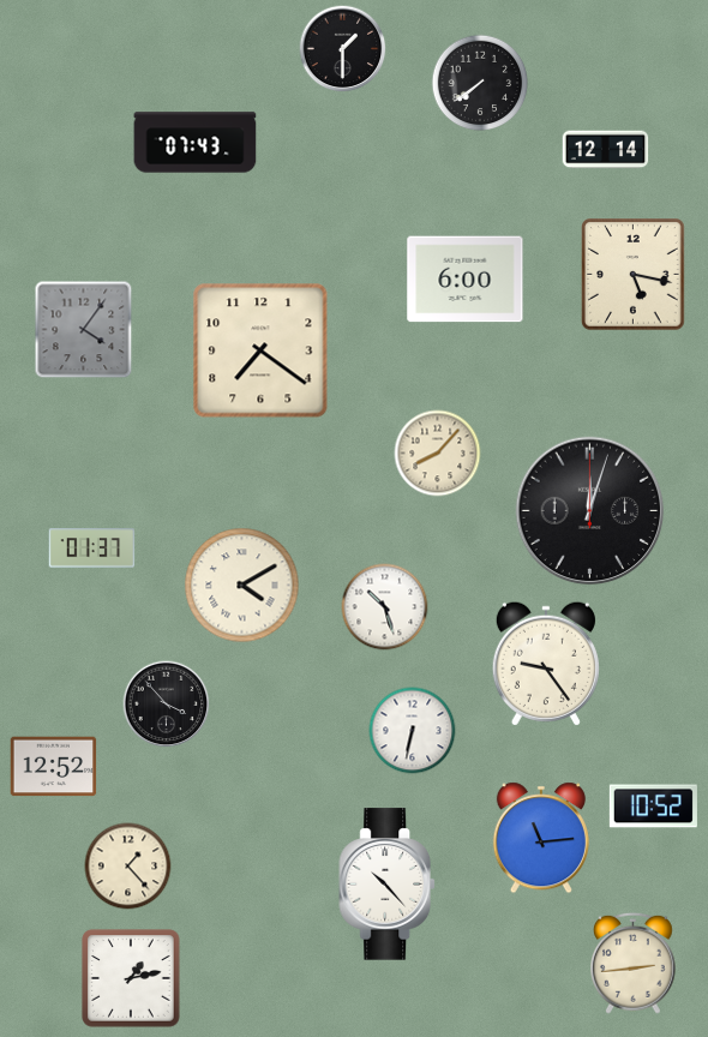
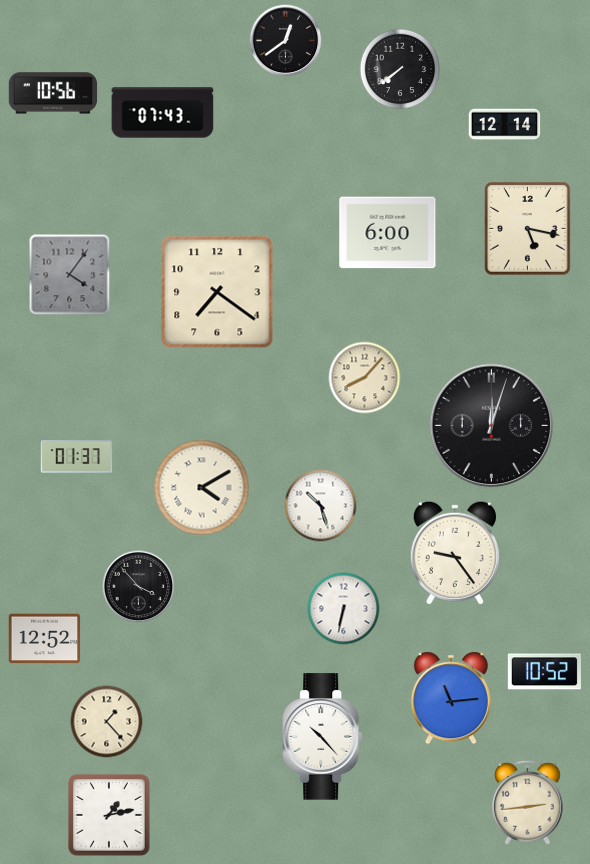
clock at (343, 49): 1:30 -> 12:39
clock at (53, 93): none -> 10:56
clock at (196, 143) position: (196, 143) -> (163, 113)
